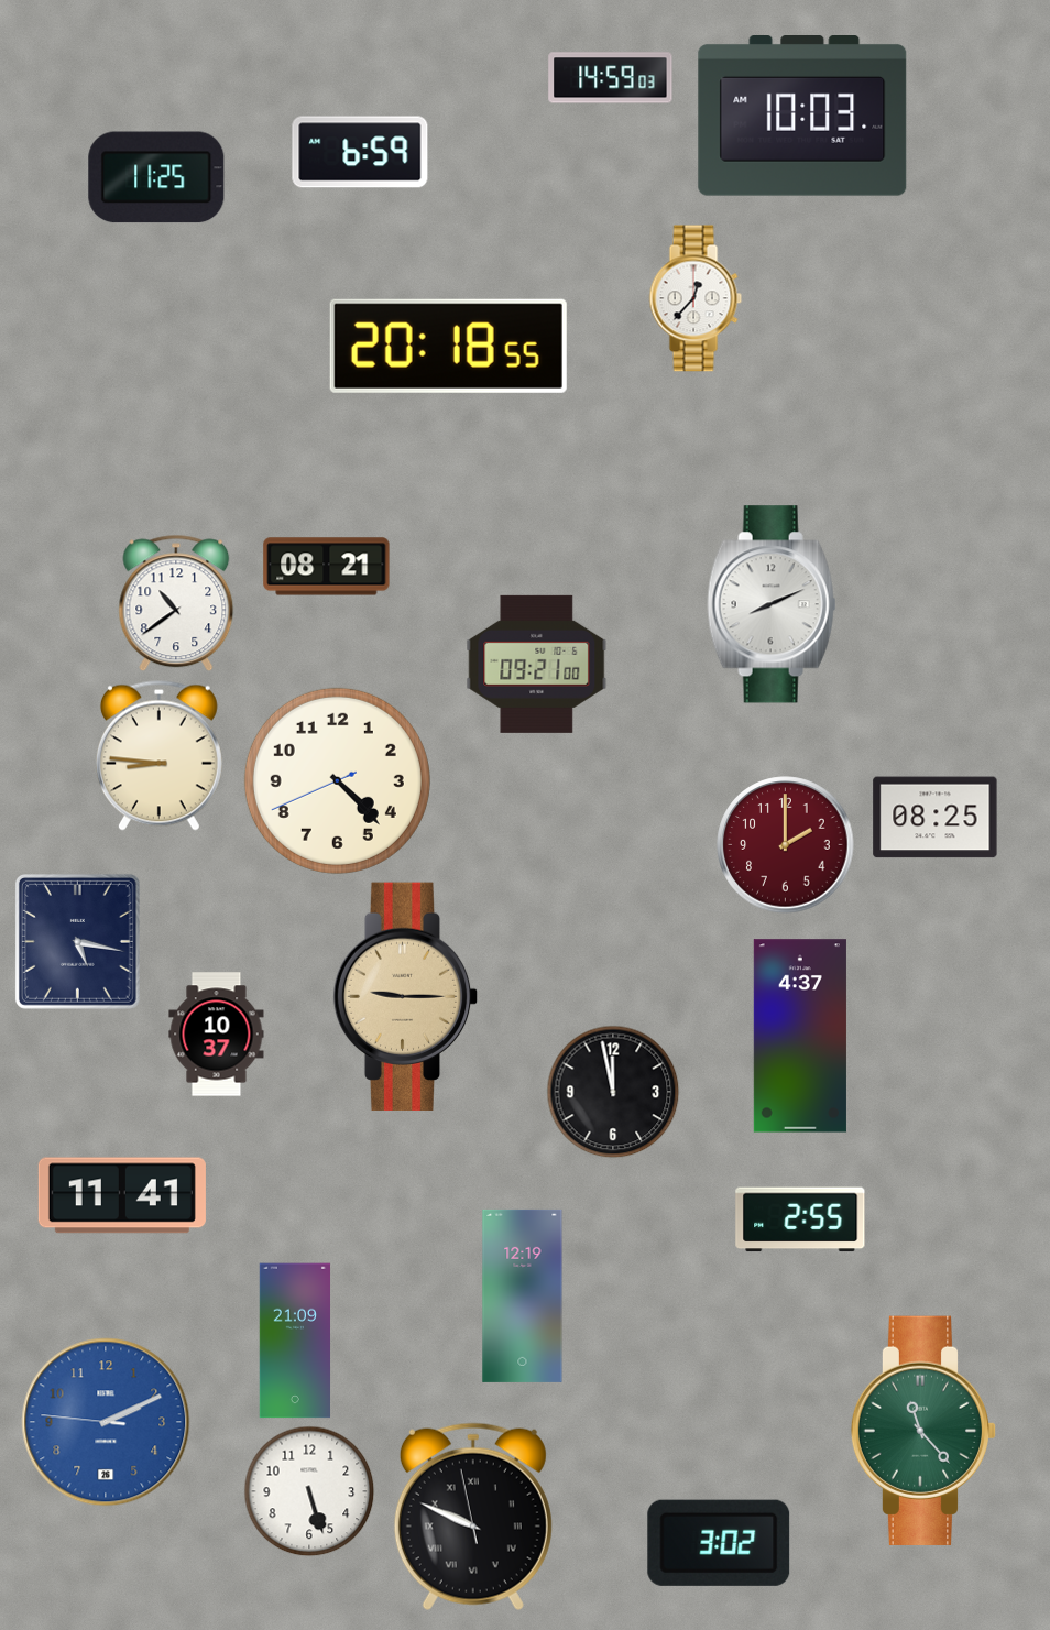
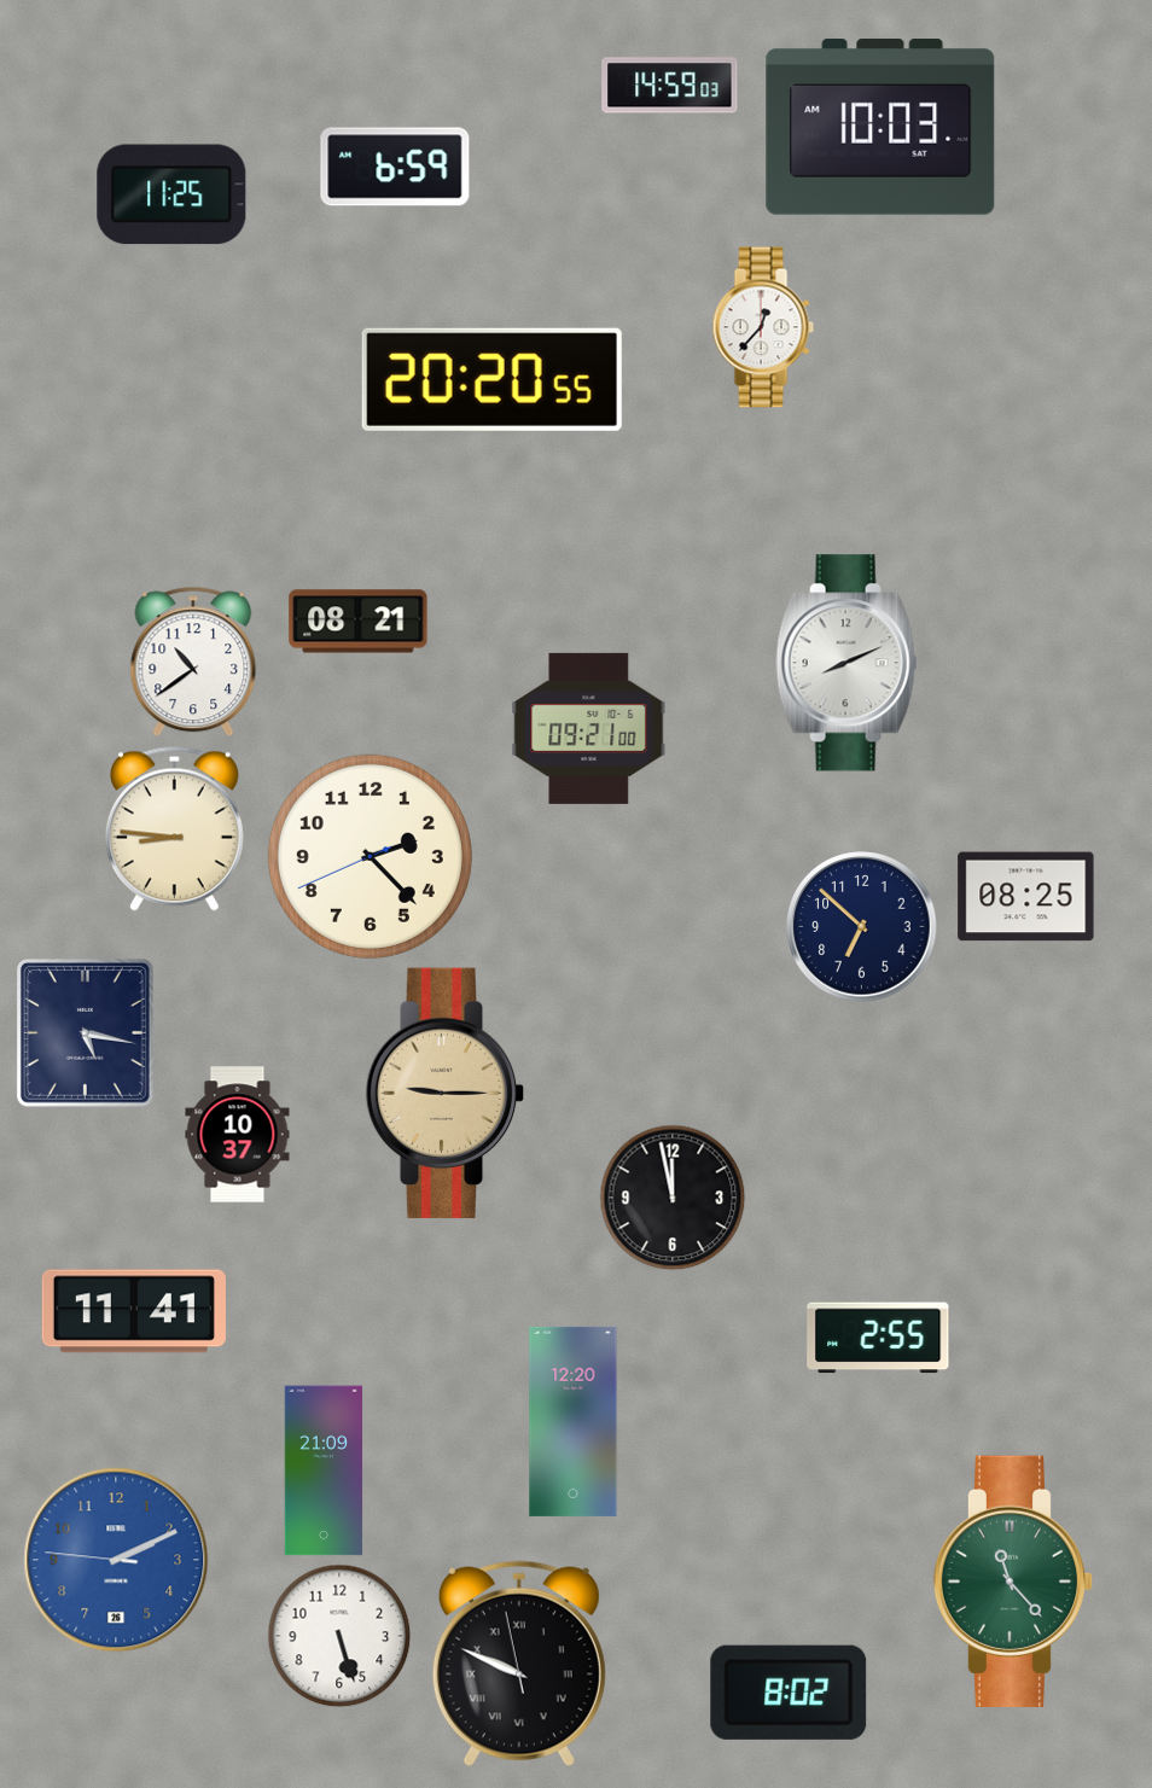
clock at (448, 346): 20:18 -> 20:20
clock at (337, 780): 4:22 -> 2:22
clock at (786, 845): 2:00 -> 6:52
clock at (786, 845) dial: burgundy -> navy
clock at (800, 1036): 4:37 -> none
clock at (523, 1295): 12:19 -> 12:20
clock at (923, 1431) position: (923, 1431) -> (1013, 1582)
clock at (719, 1543): 3:02 -> 8:02
